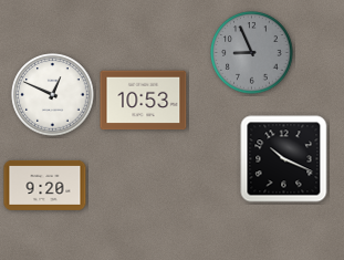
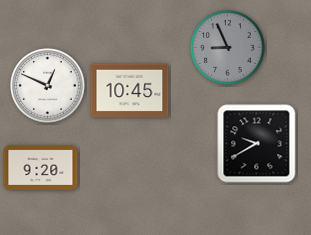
clock at (144, 101): 10:53 -> 10:45
clock at (284, 159): 10:19 -> 9:40
